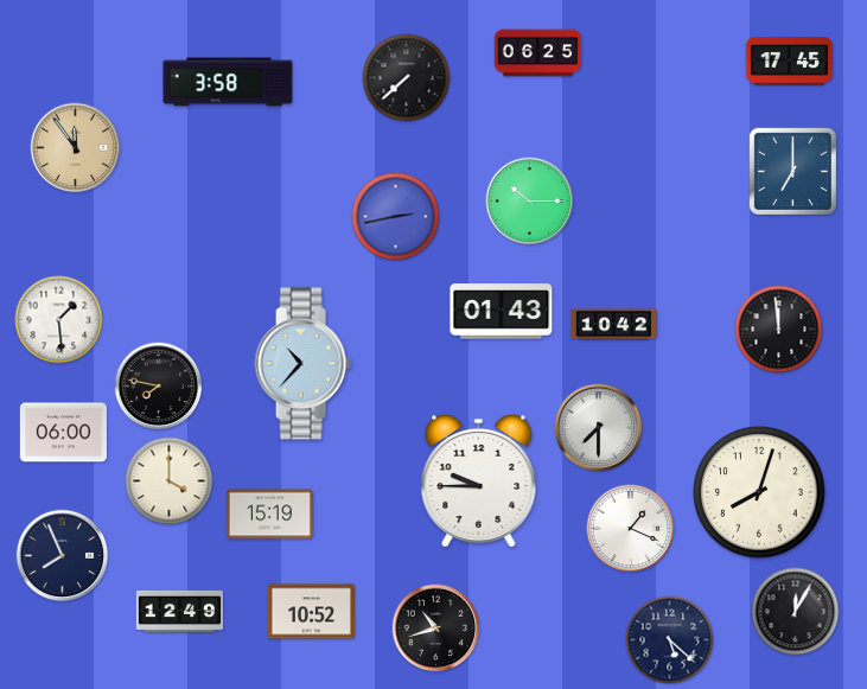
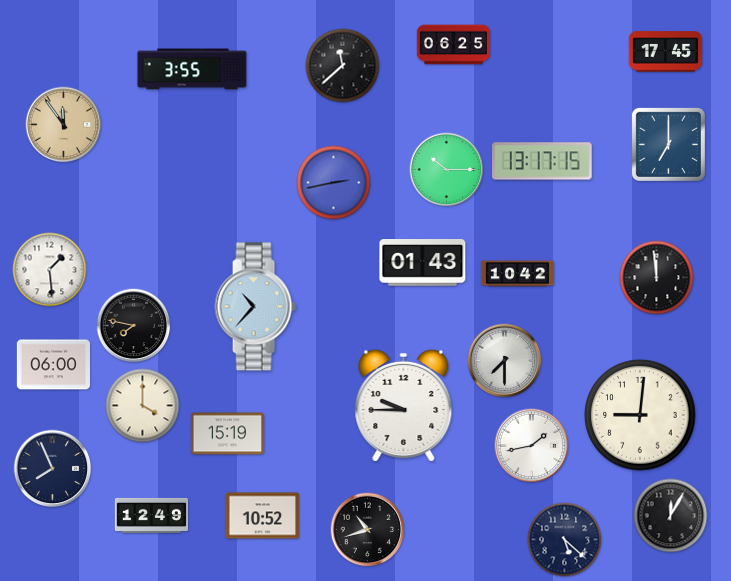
clock at (407, 78): 7:38 -> 11:38
clock at (228, 82): 3:58 -> 3:55
clock at (542, 161): none -> 13:17
clock at (759, 492): 8:03 -> 9:01
clock at (631, 529): 1:19 -> 1:43
